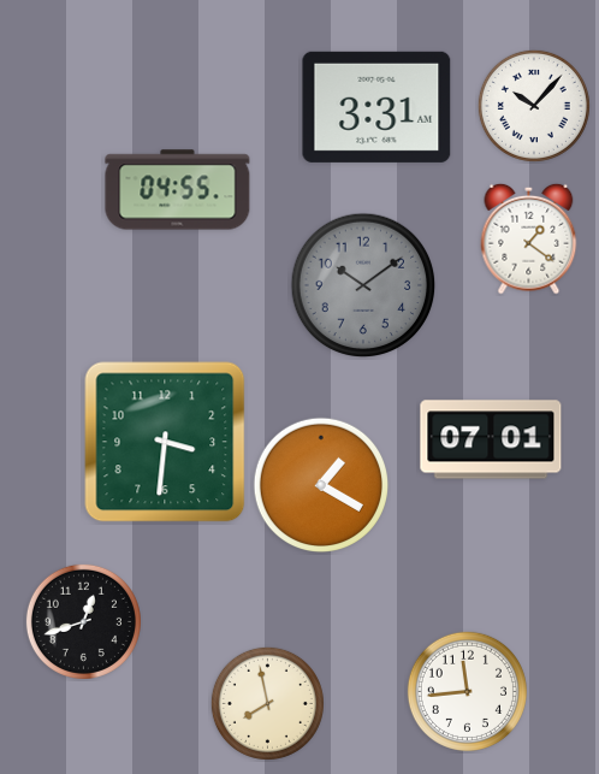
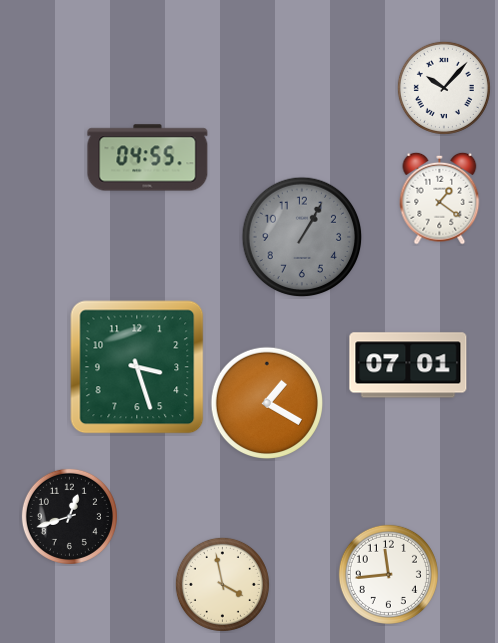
clock at (376, 107): 3:31 -> none
clock at (363, 285): 10:09 -> 1:05
clock at (165, 442): 3:31 -> 3:27
clock at (267, 703): 7:58 -> 3:58
